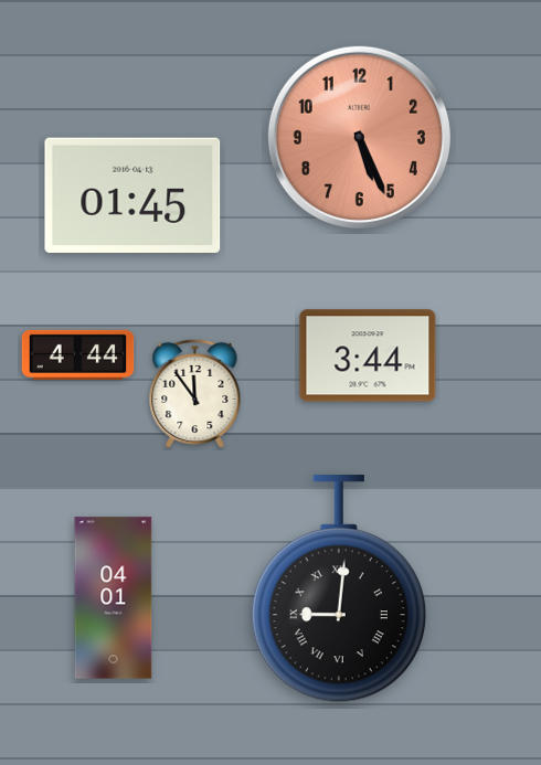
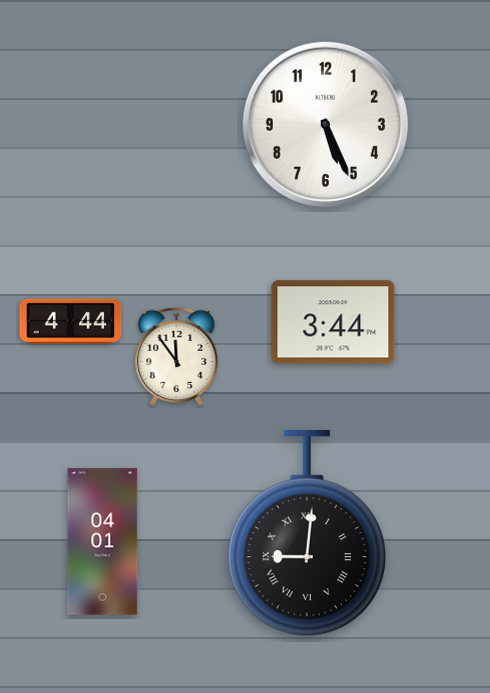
clock at (359, 137) dial: salmon -> white
clock at (132, 195): 01:45 -> none
